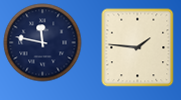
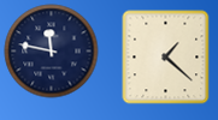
clock at (138, 47): 1:46 -> 1:22
